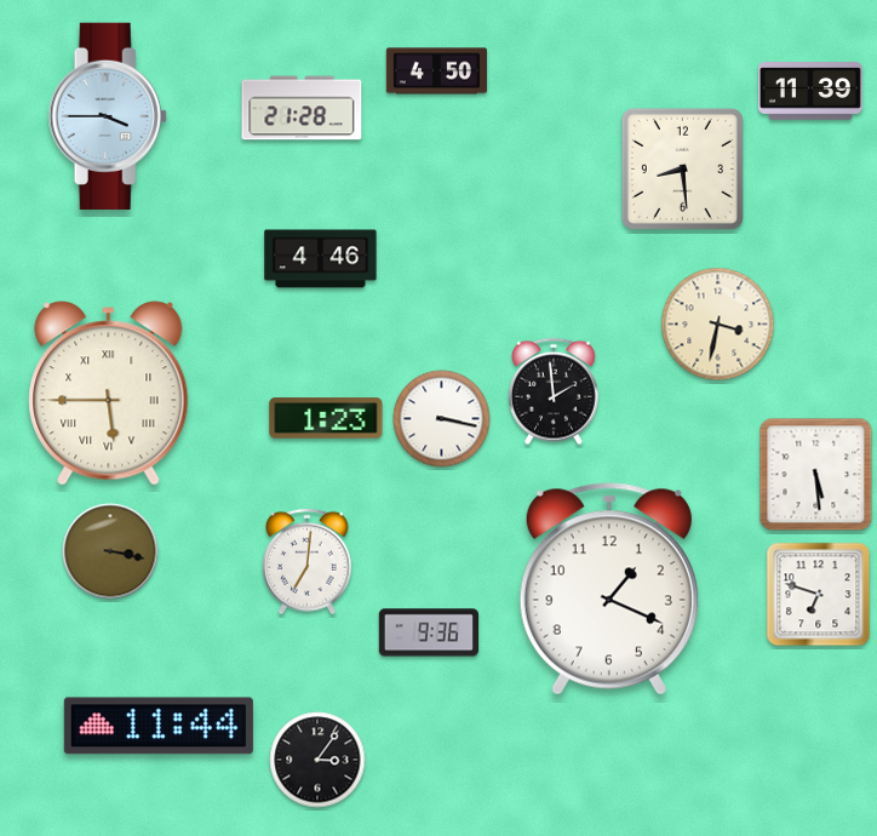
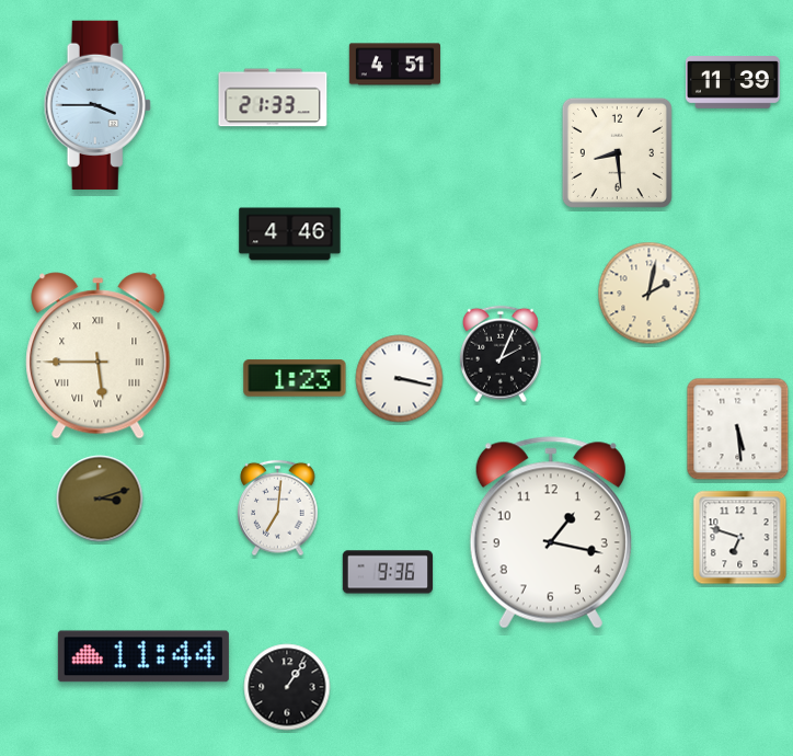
clock at (436, 71): 4:50 -> 4:51
clock at (302, 108): 21:28 -> 21:33
clock at (718, 325): 3:32 -> 2:02
clock at (554, 391): 1:59 -> 2:04
clock at (110, 551): 3:17 -> 3:12
clock at (609, 589): 1:19 -> 1:17
clock at (317, 760): 3:06 -> 1:06
